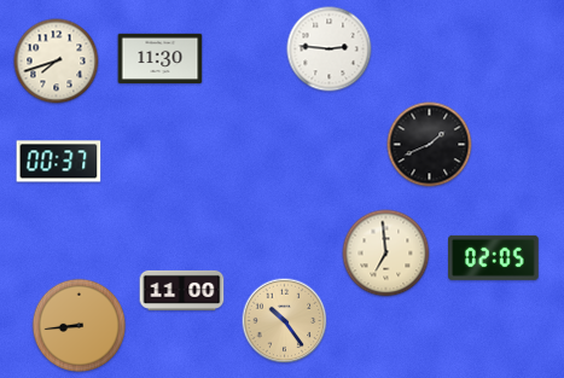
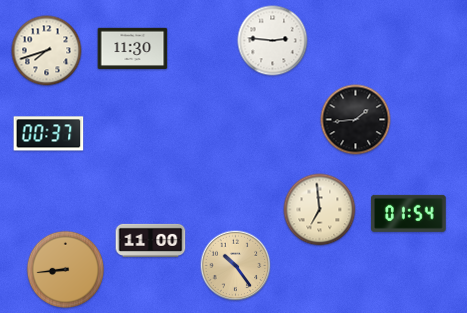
clock at (430, 145): 1:41 -> 1:44
clock at (494, 257): 02:05 -> 01:54
